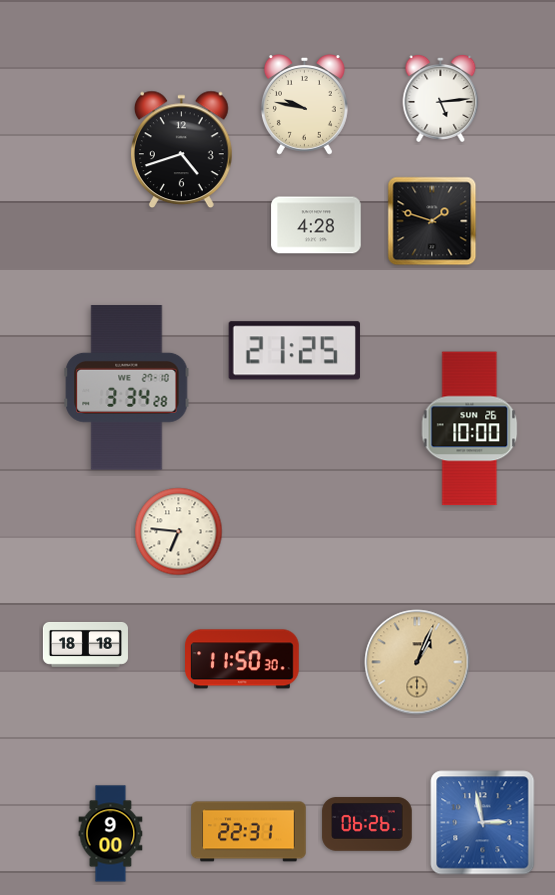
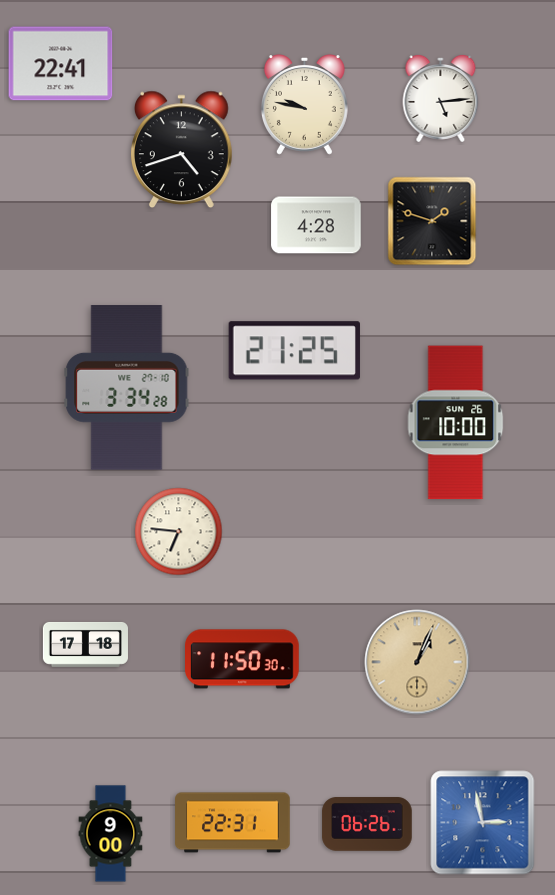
clock at (61, 64): none -> 22:41
clock at (470, 429) position: (470, 429) -> (456, 423)
clock at (85, 644): 18:18 -> 17:18
clock at (249, 832) position: (249, 832) -> (233, 823)
